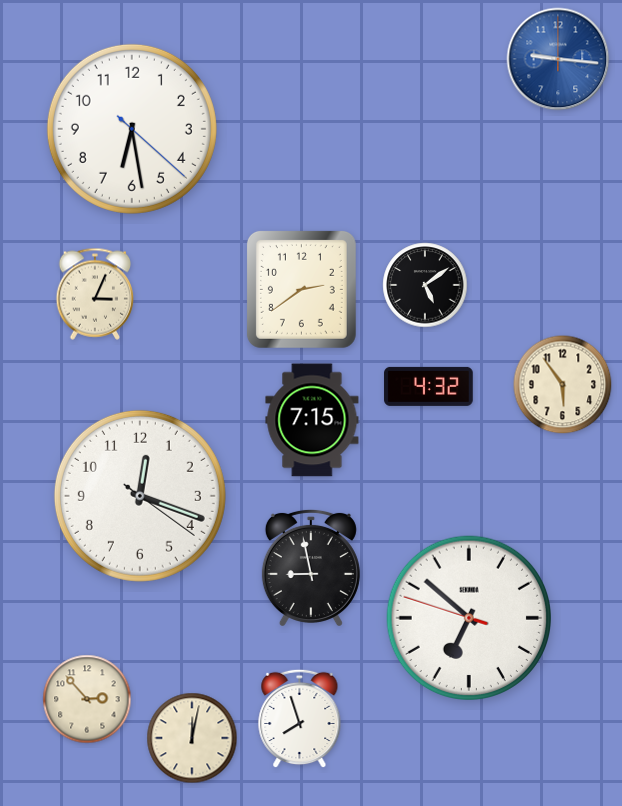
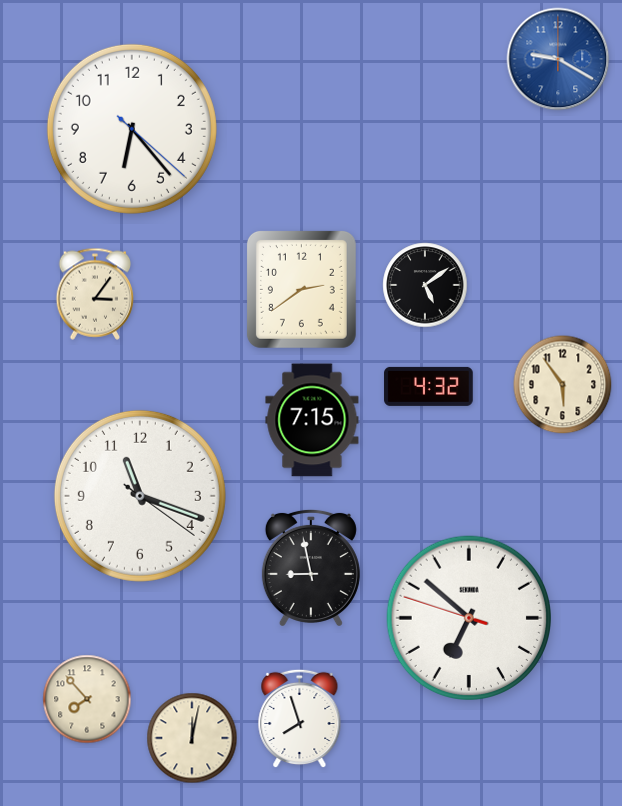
clock at (558, 59): 9:16 -> 9:20
clock at (132, 129): 6:28 -> 6:23
clock at (95, 294): 3:04 -> 3:06
clock at (140, 496): 12:18 -> 11:18
clock at (87, 699): 2:53 -> 7:53
